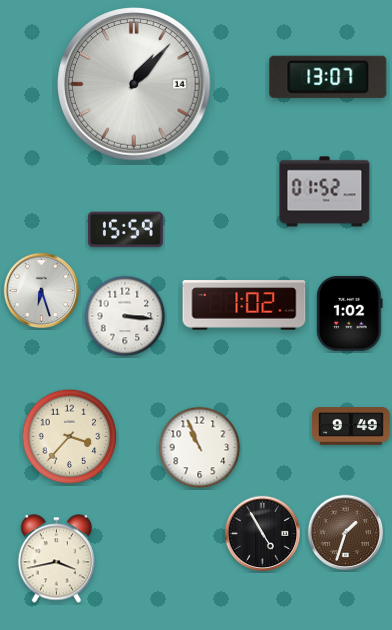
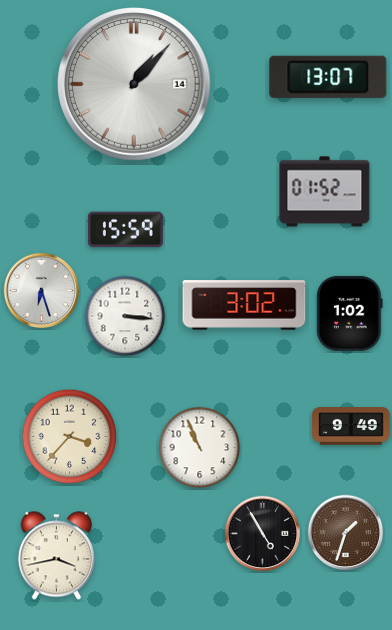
clock at (244, 305): 1:02 -> 3:02
clock at (56, 559) position: (56, 559) -> (56, 556)
